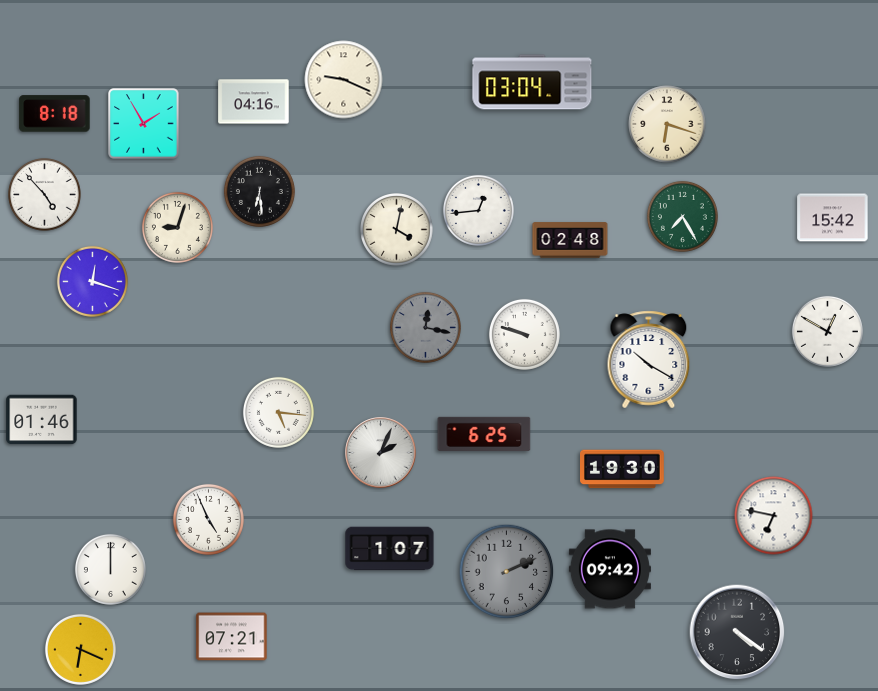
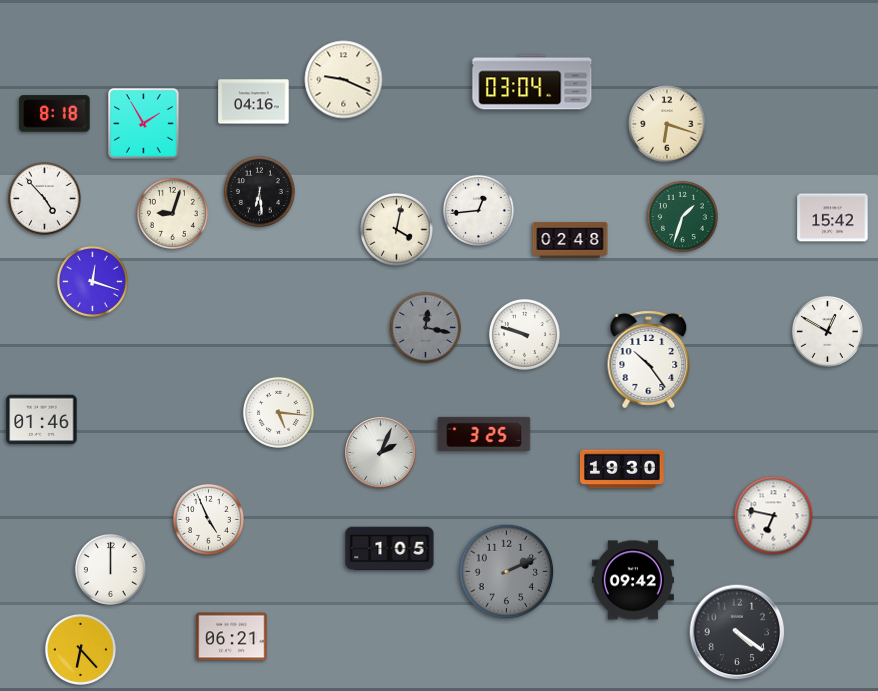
clock at (45, 195) position: (45, 195) -> (45, 199)
clock at (682, 216): 7:25 -> 1:33
clock at (177, 227) position: (177, 227) -> (172, 213)
clock at (649, 360): 10:20 -> 10:24
clock at (484, 433): 6:25 -> 3:25
clock at (390, 549): 1:07 -> 1:05
clock at (610, 569) position: (610, 569) -> (633, 580)
clock at (232, 637): 07:21 -> 06:21
clock at (80, 649): 6:19 -> 6:23
